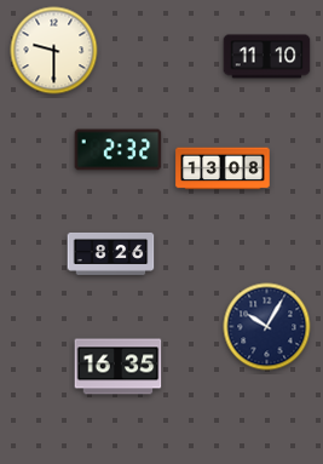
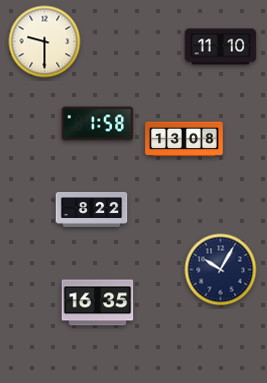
clock at (119, 150): 2:32 -> 1:58
clock at (111, 253): 8:26 -> 8:22
